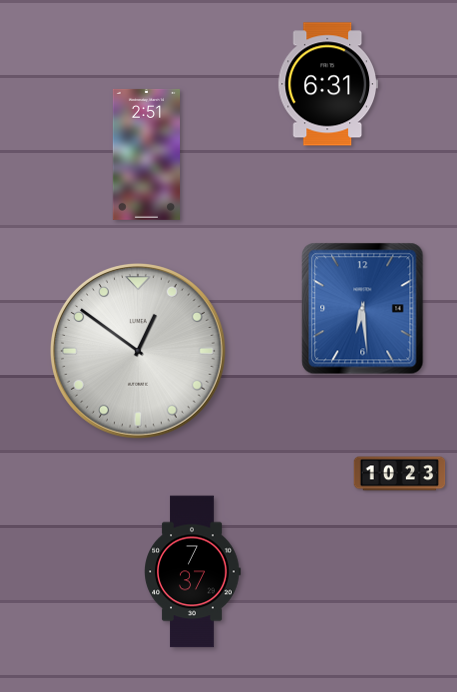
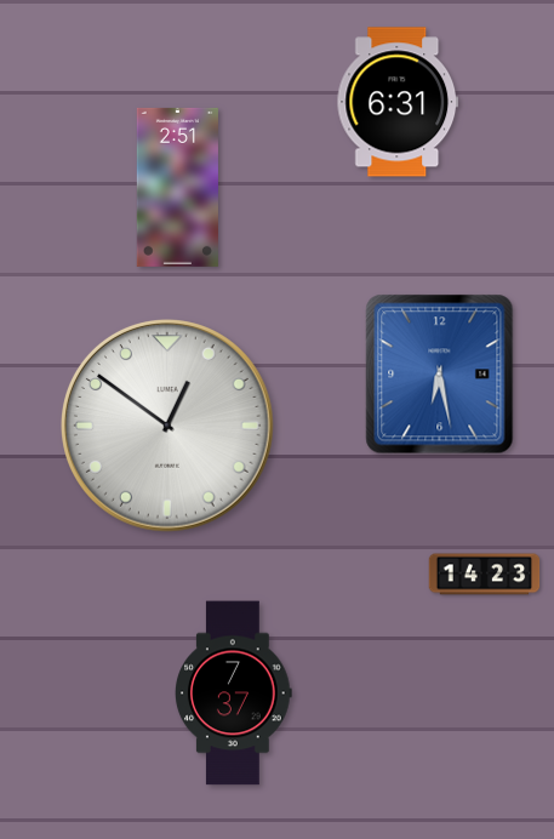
clock at (363, 309): 6:29 -> 6:28
clock at (400, 474): 10:23 -> 14:23
